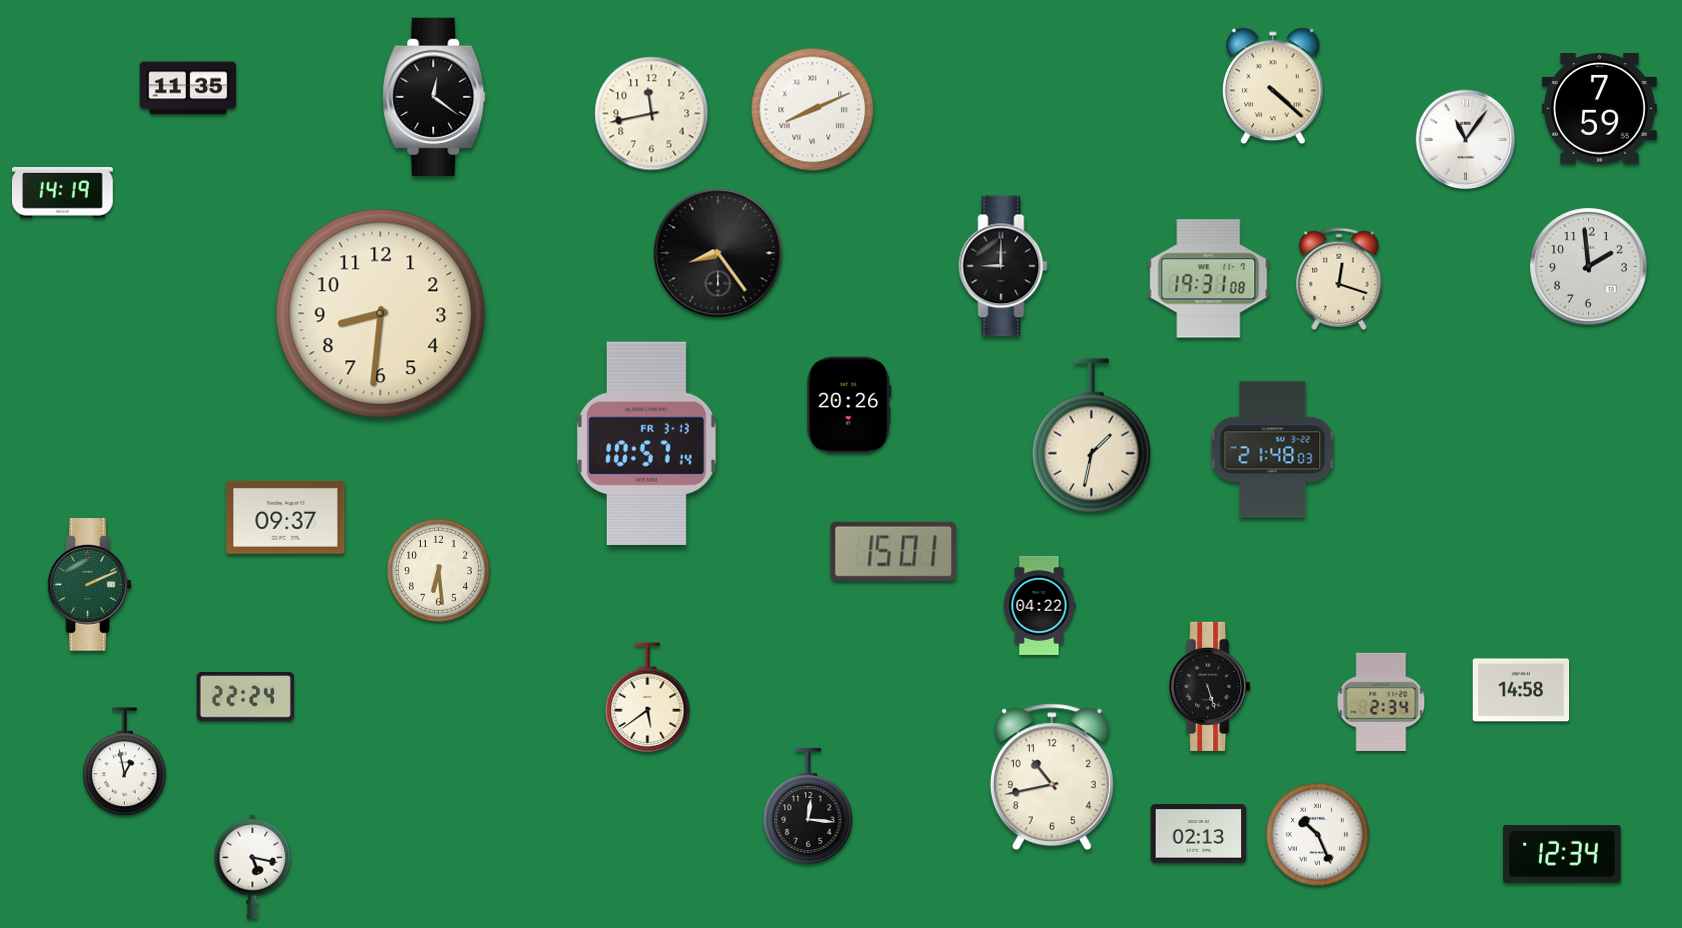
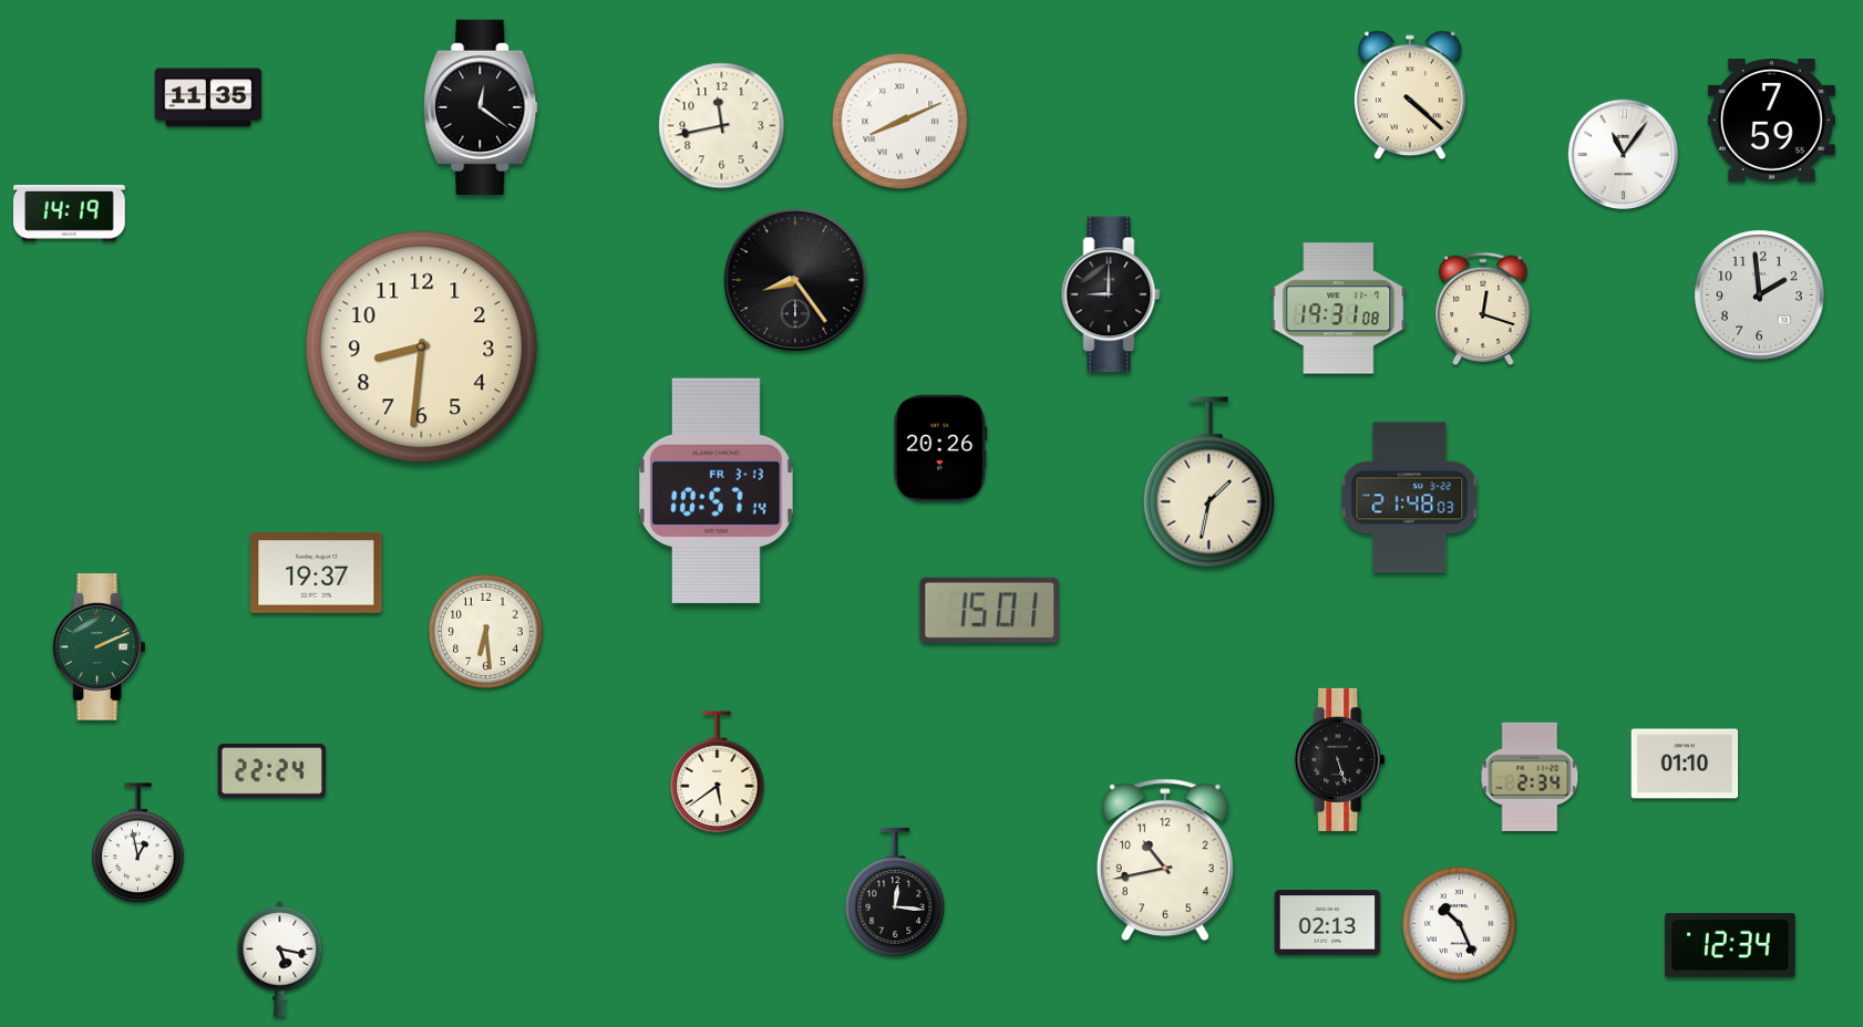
clock at (286, 517): 09:37 -> 19:37
clock at (1039, 605): 04:22 -> none
clock at (1521, 690): 14:58 -> 01:10
